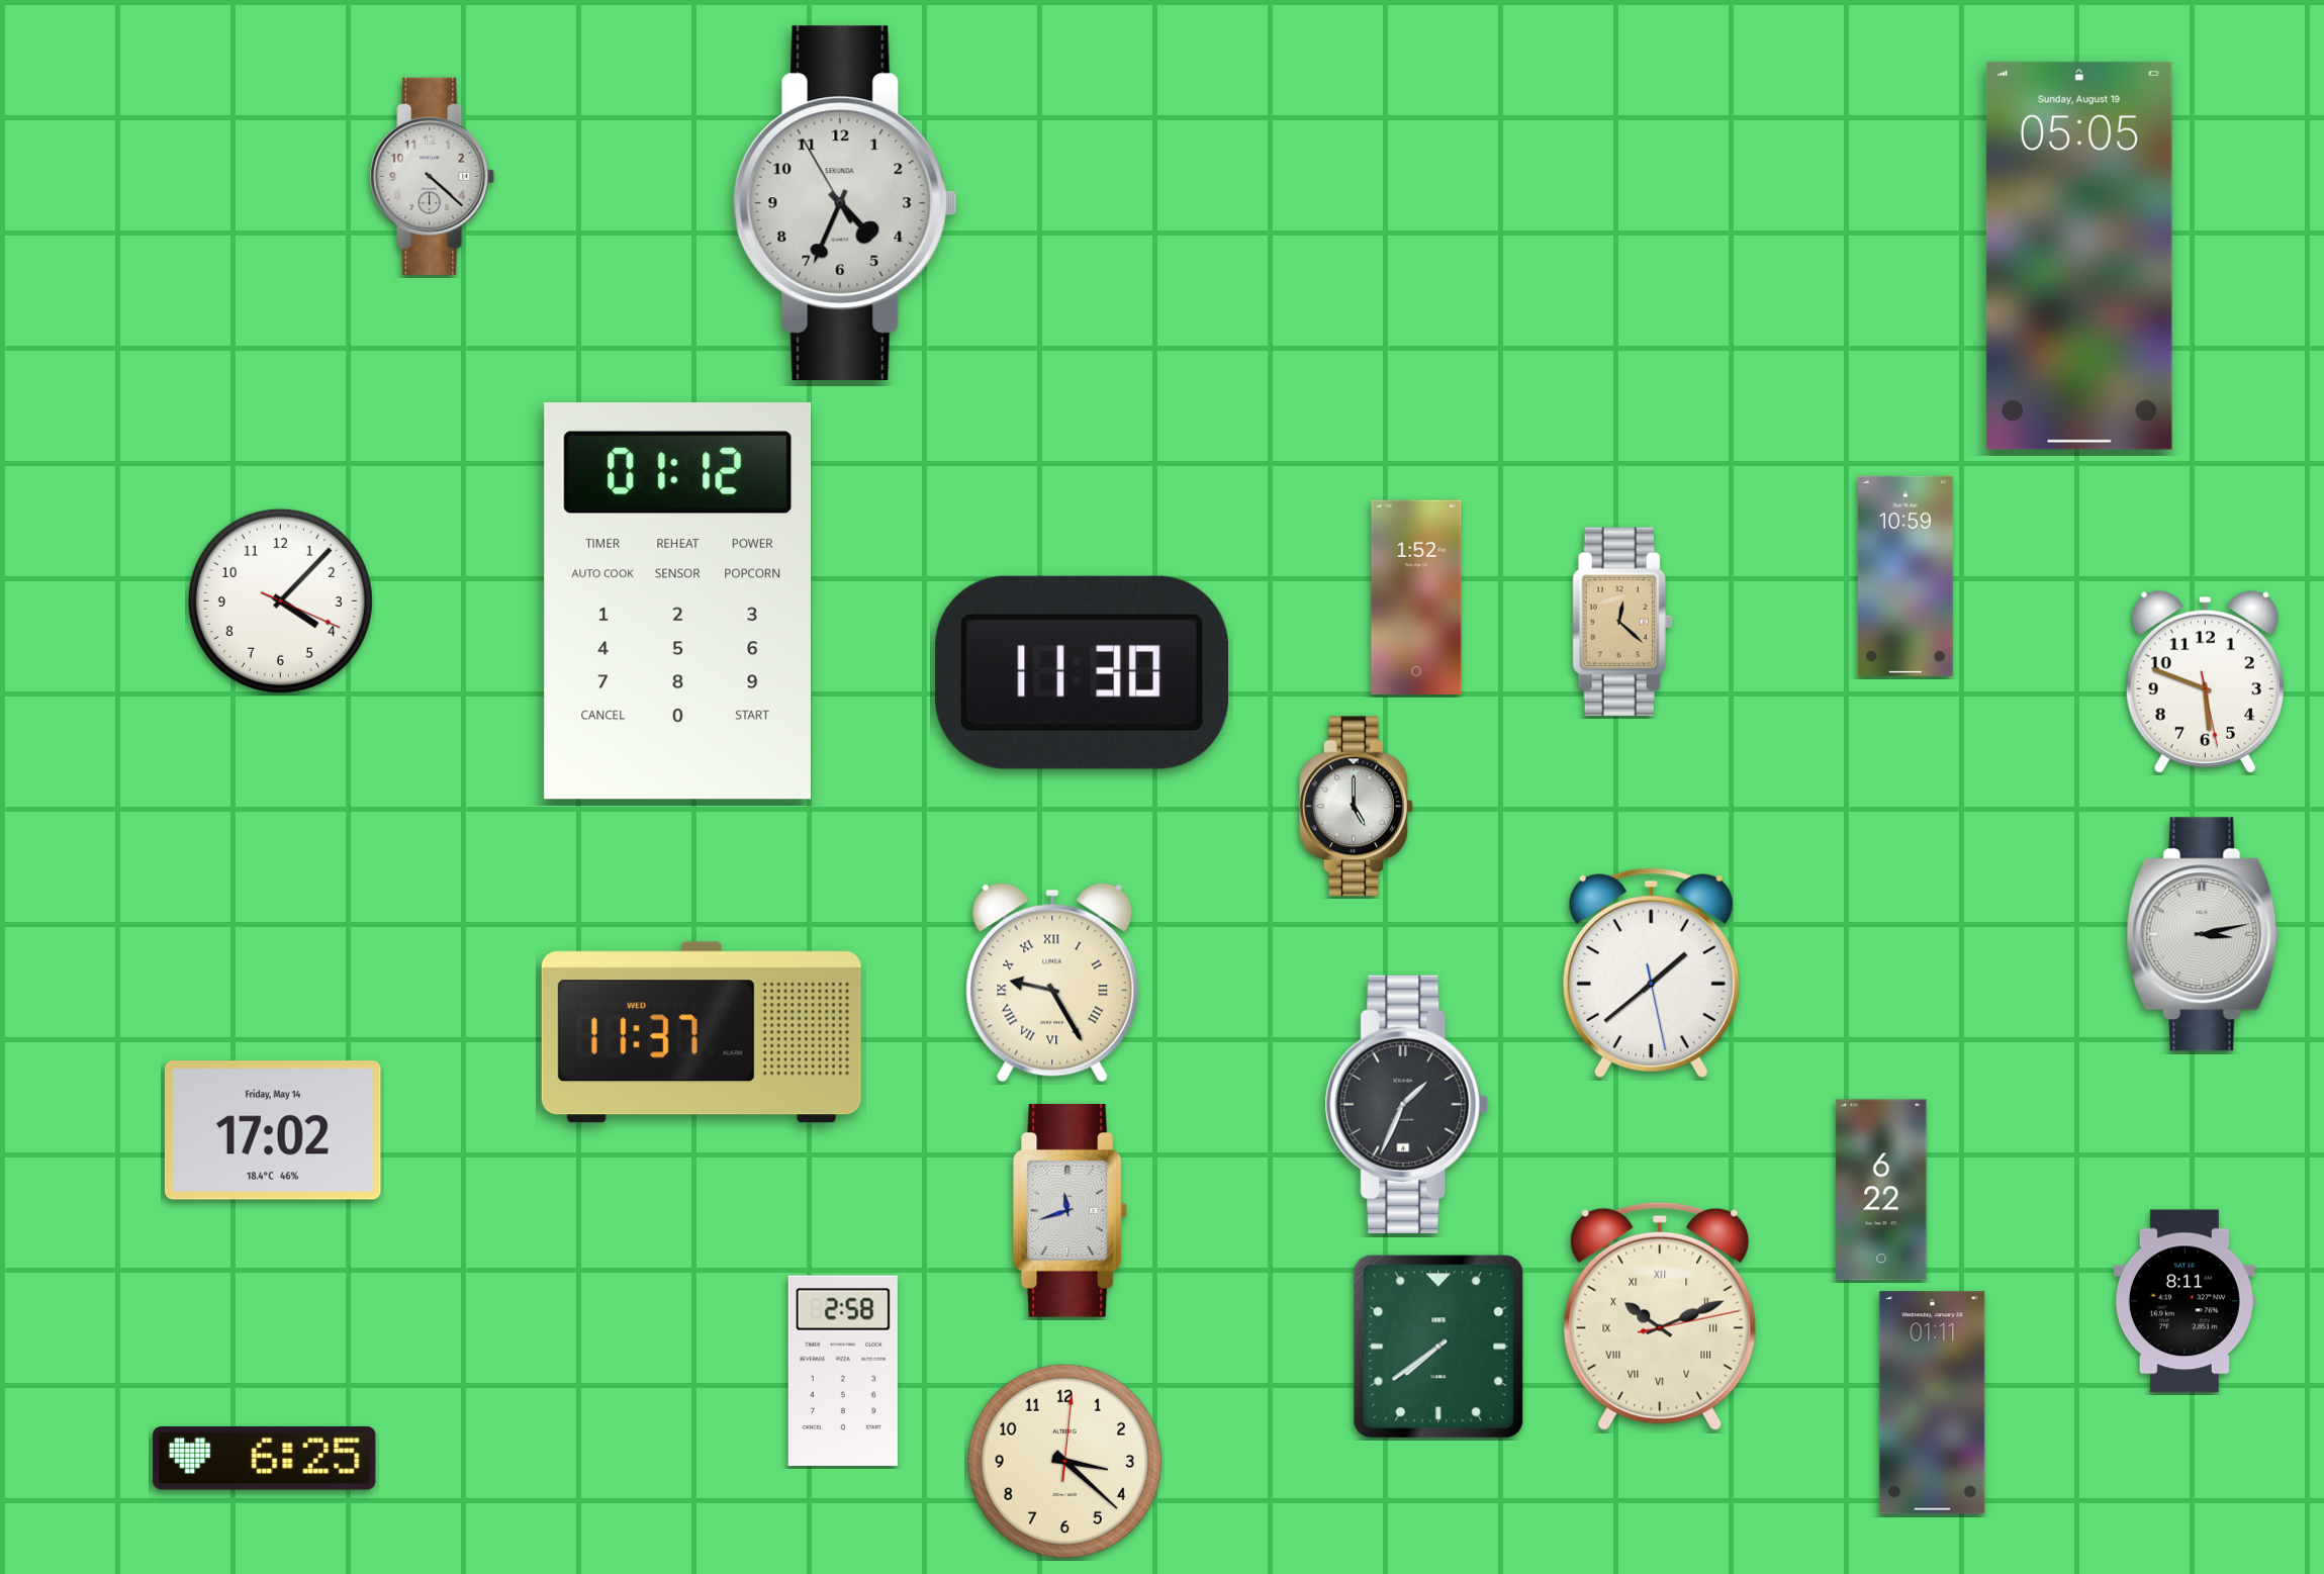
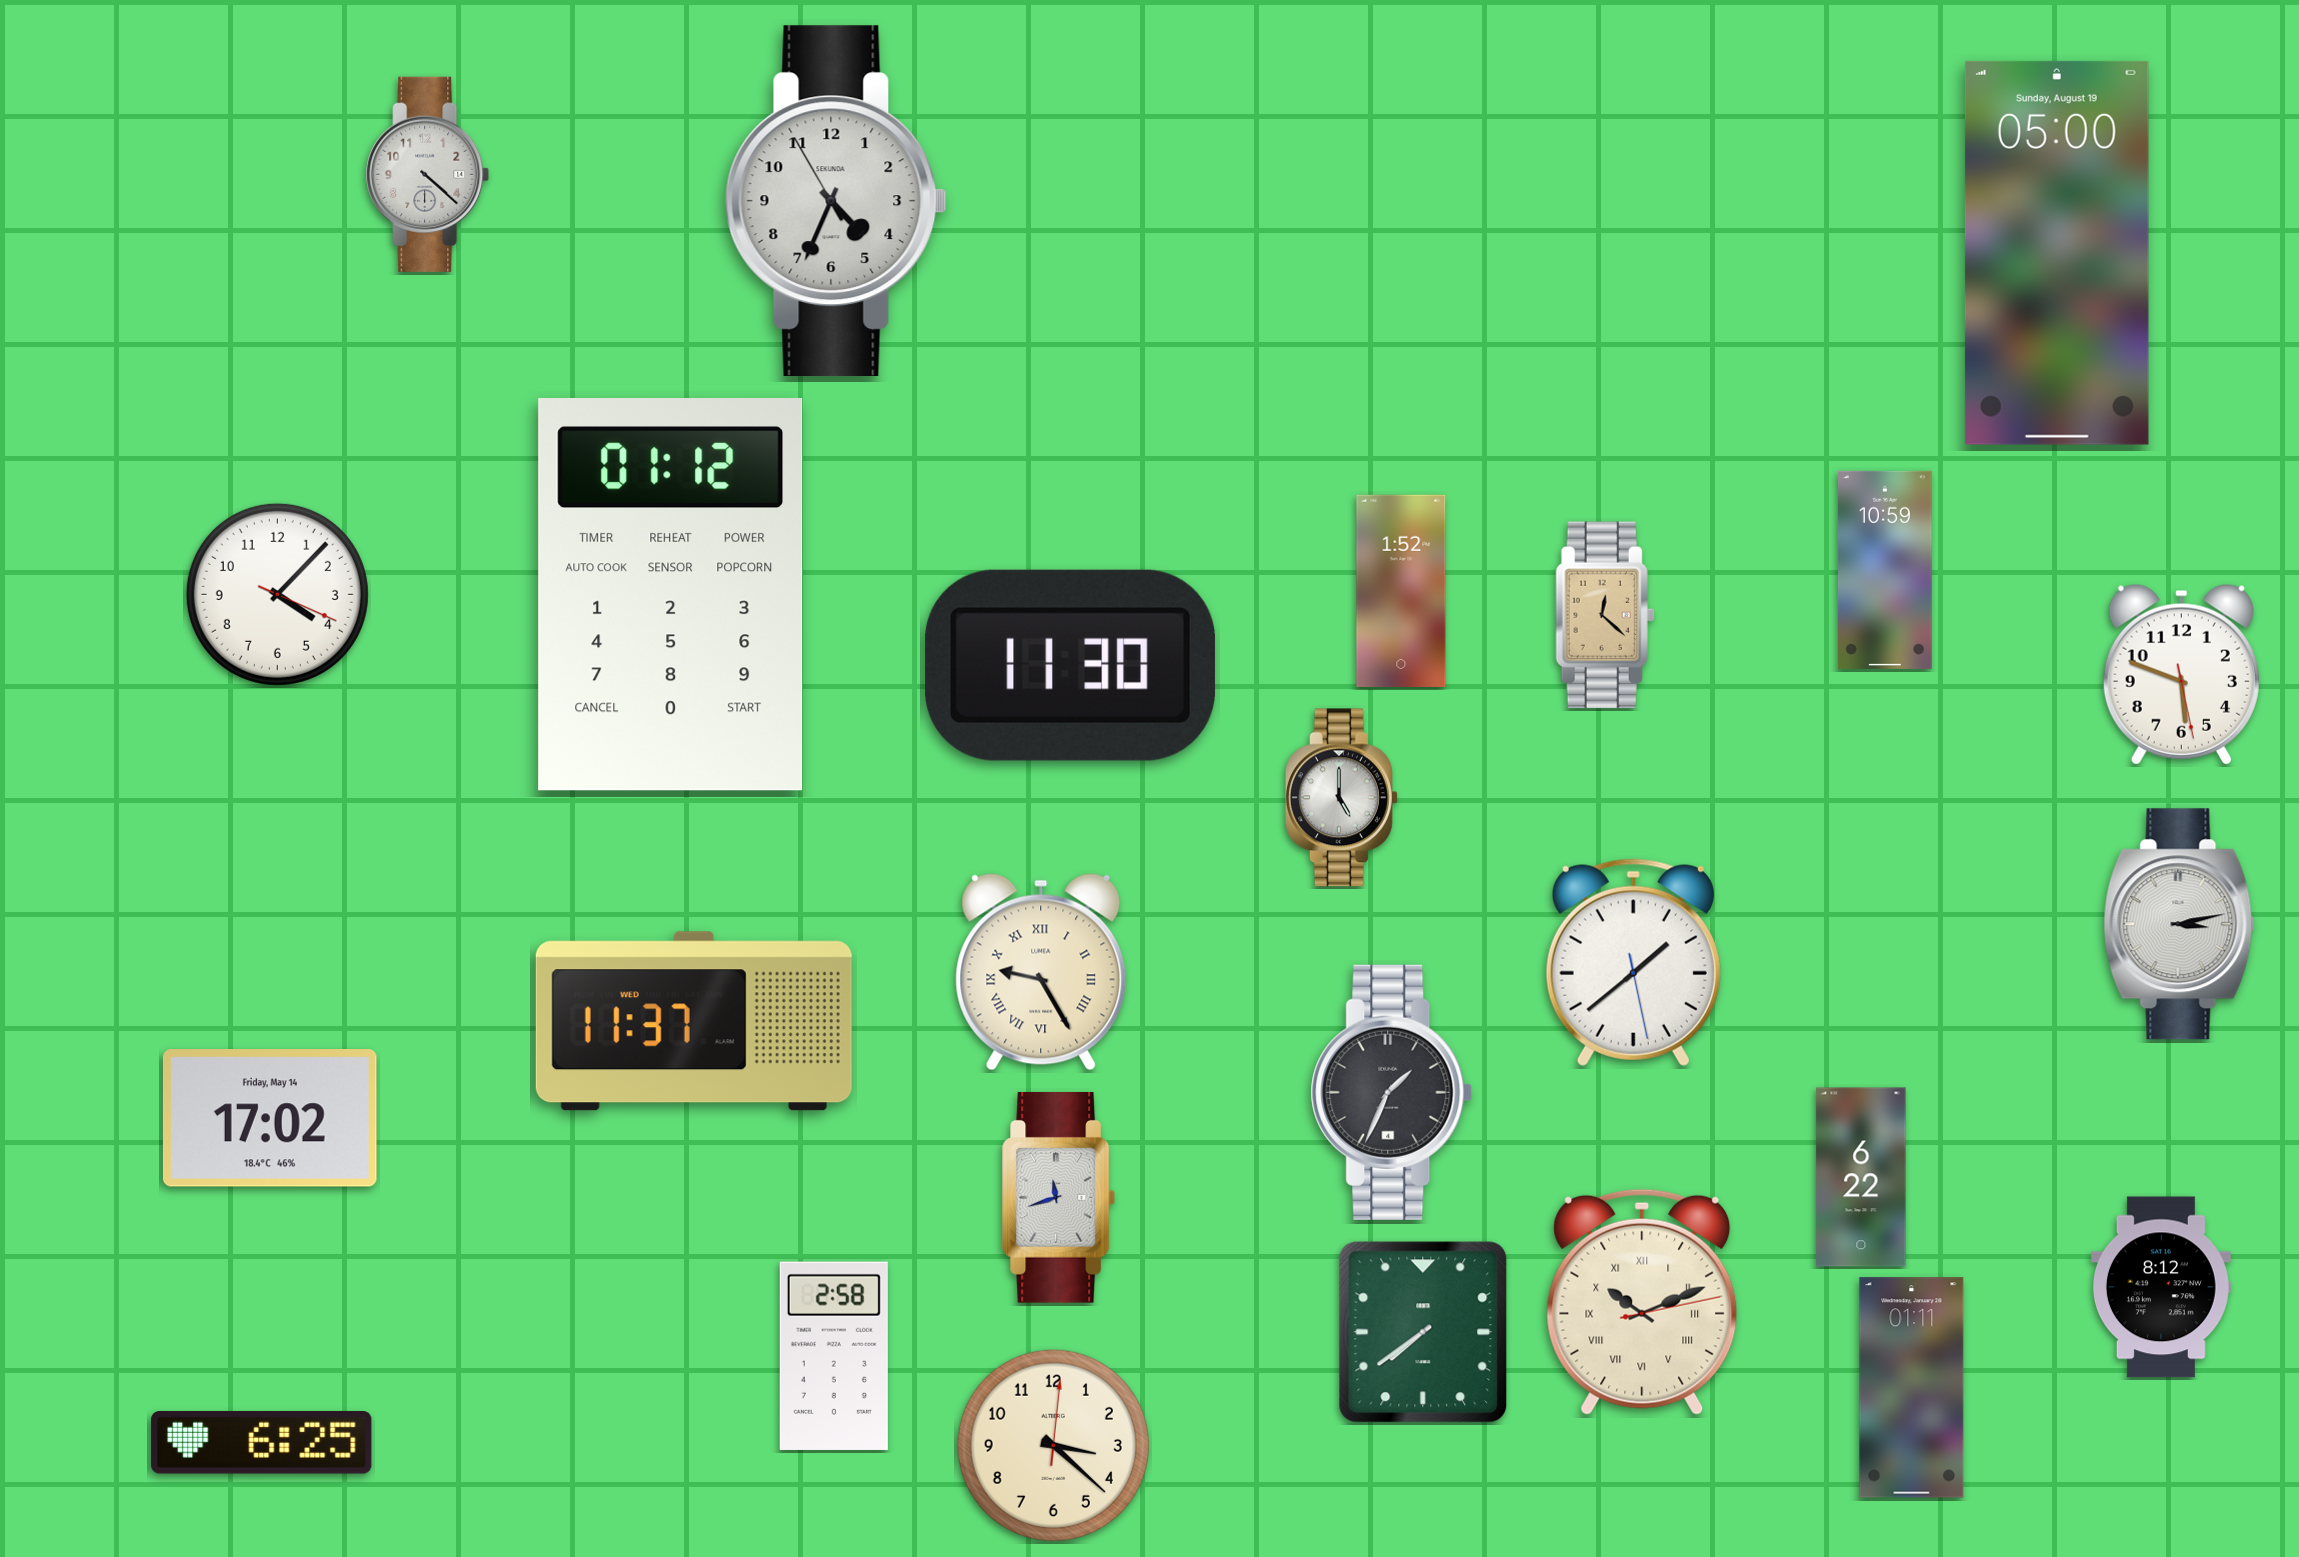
clock at (2079, 256): 05:05 -> 05:00
clock at (2184, 1301): 8:11 -> 8:12
